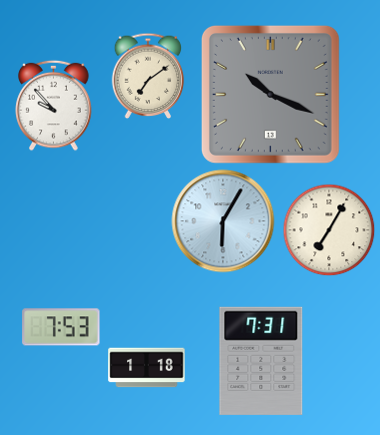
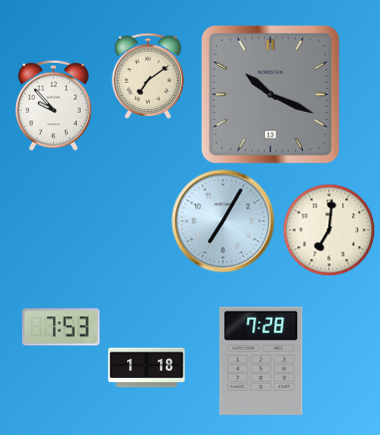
clock at (223, 221): 6:05 -> 7:05
clock at (329, 230): 7:05 -> 7:01
clock at (261, 361): 7:31 -> 7:28
